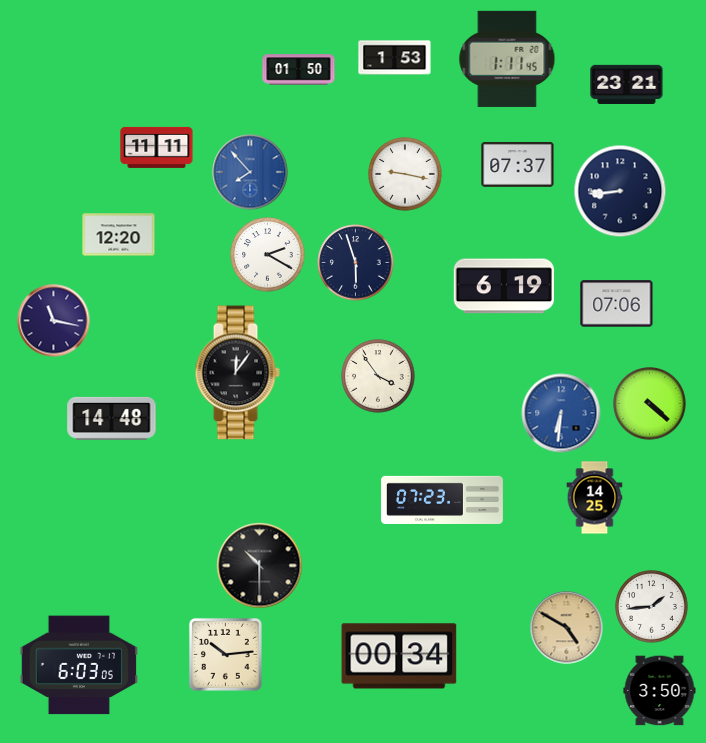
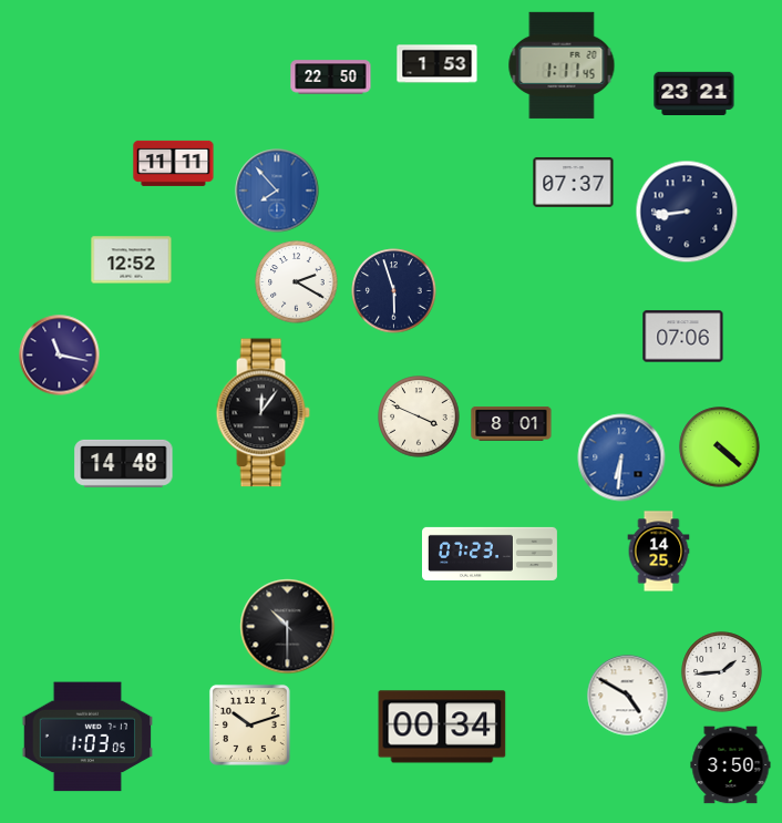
clock at (299, 70): 01:50 -> 22:50
clock at (405, 174): 9:17 -> none
clock at (119, 235): 12:20 -> 12:52
clock at (503, 286): 6:19 -> none
clock at (378, 376): 3:54 -> 3:49
clock at (512, 423): none -> 8:01
clock at (567, 628) dial: champagne -> white
clock at (225, 654): 10:14 -> 10:12
clock at (78, 665): 6:03 -> 1:03
